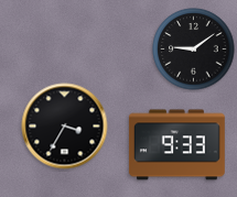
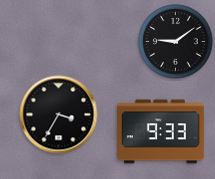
clock at (194, 50) position: (194, 50) -> (176, 42)
